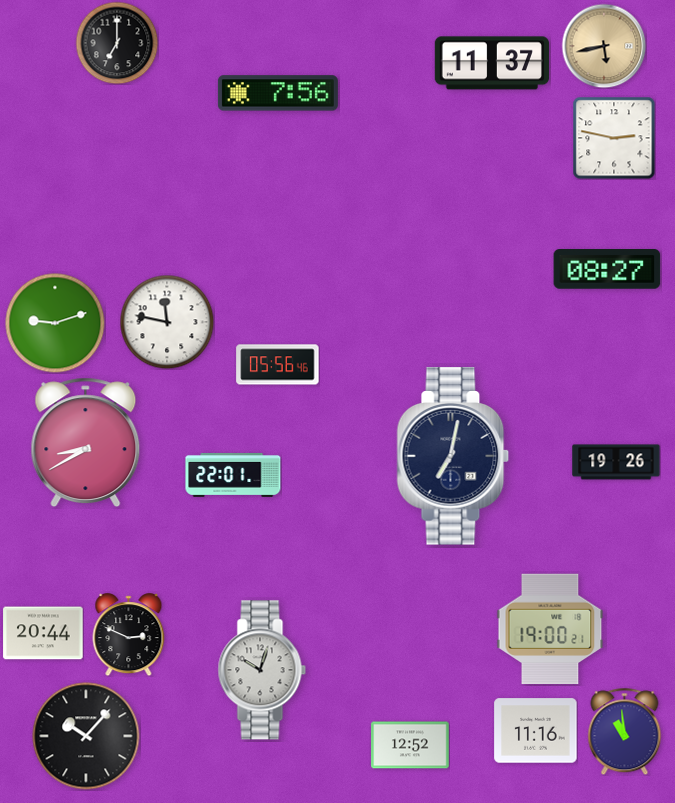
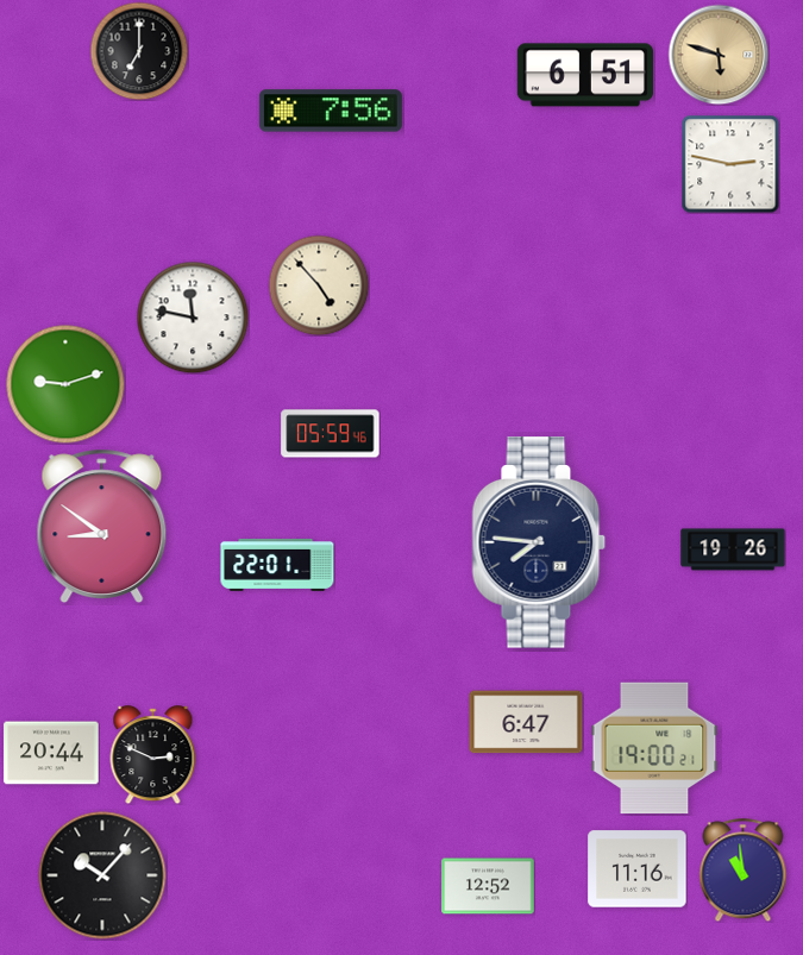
clock at (604, 46): 5:43 -> 5:48
clock at (492, 63): 11:37 -> 6:51
clock at (319, 285): none -> 4:53
clock at (607, 270): 08:27 -> none
clock at (167, 322) position: (167, 322) -> (193, 318)
clock at (278, 365): 05:56 -> 05:59
clock at (86, 443): 8:40 -> 8:51
clock at (453, 456): 7:02 -> 7:46
clock at (526, 722): none -> 6:47
clock at (262, 670): 10:03 -> none
